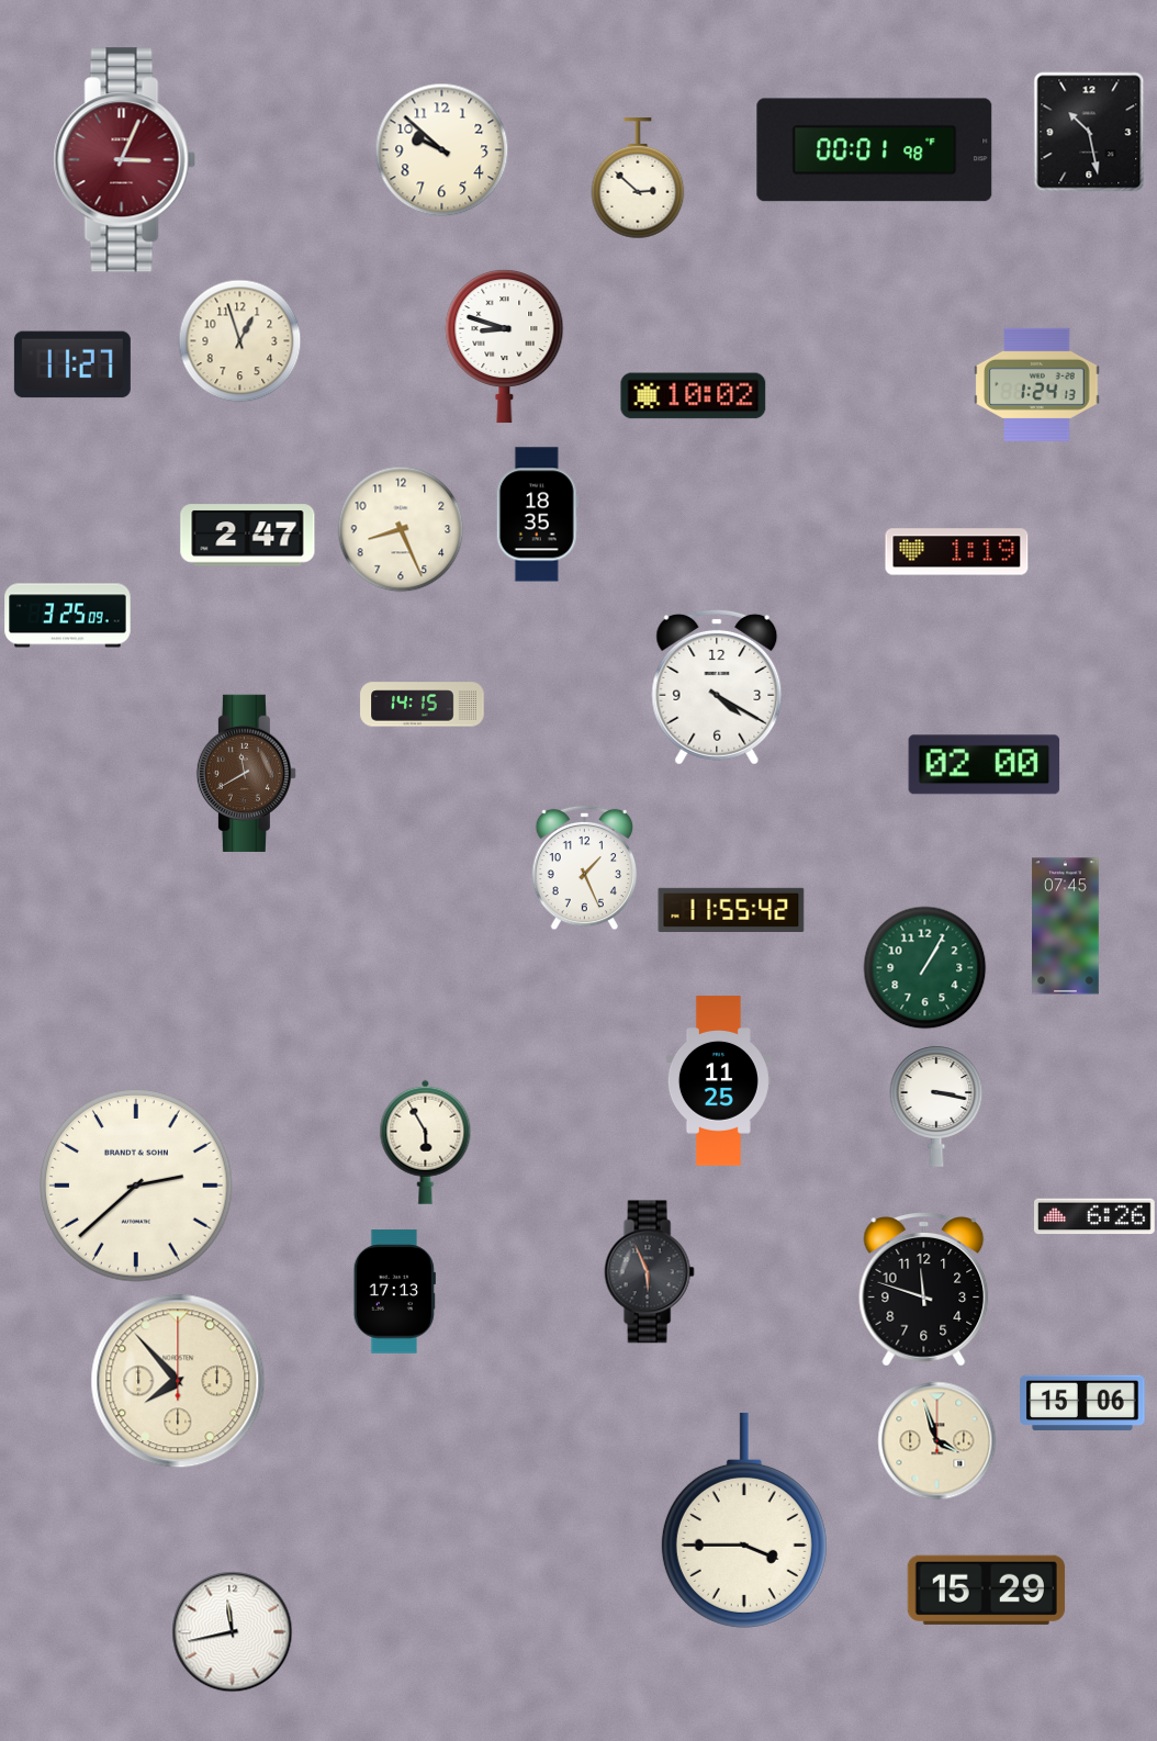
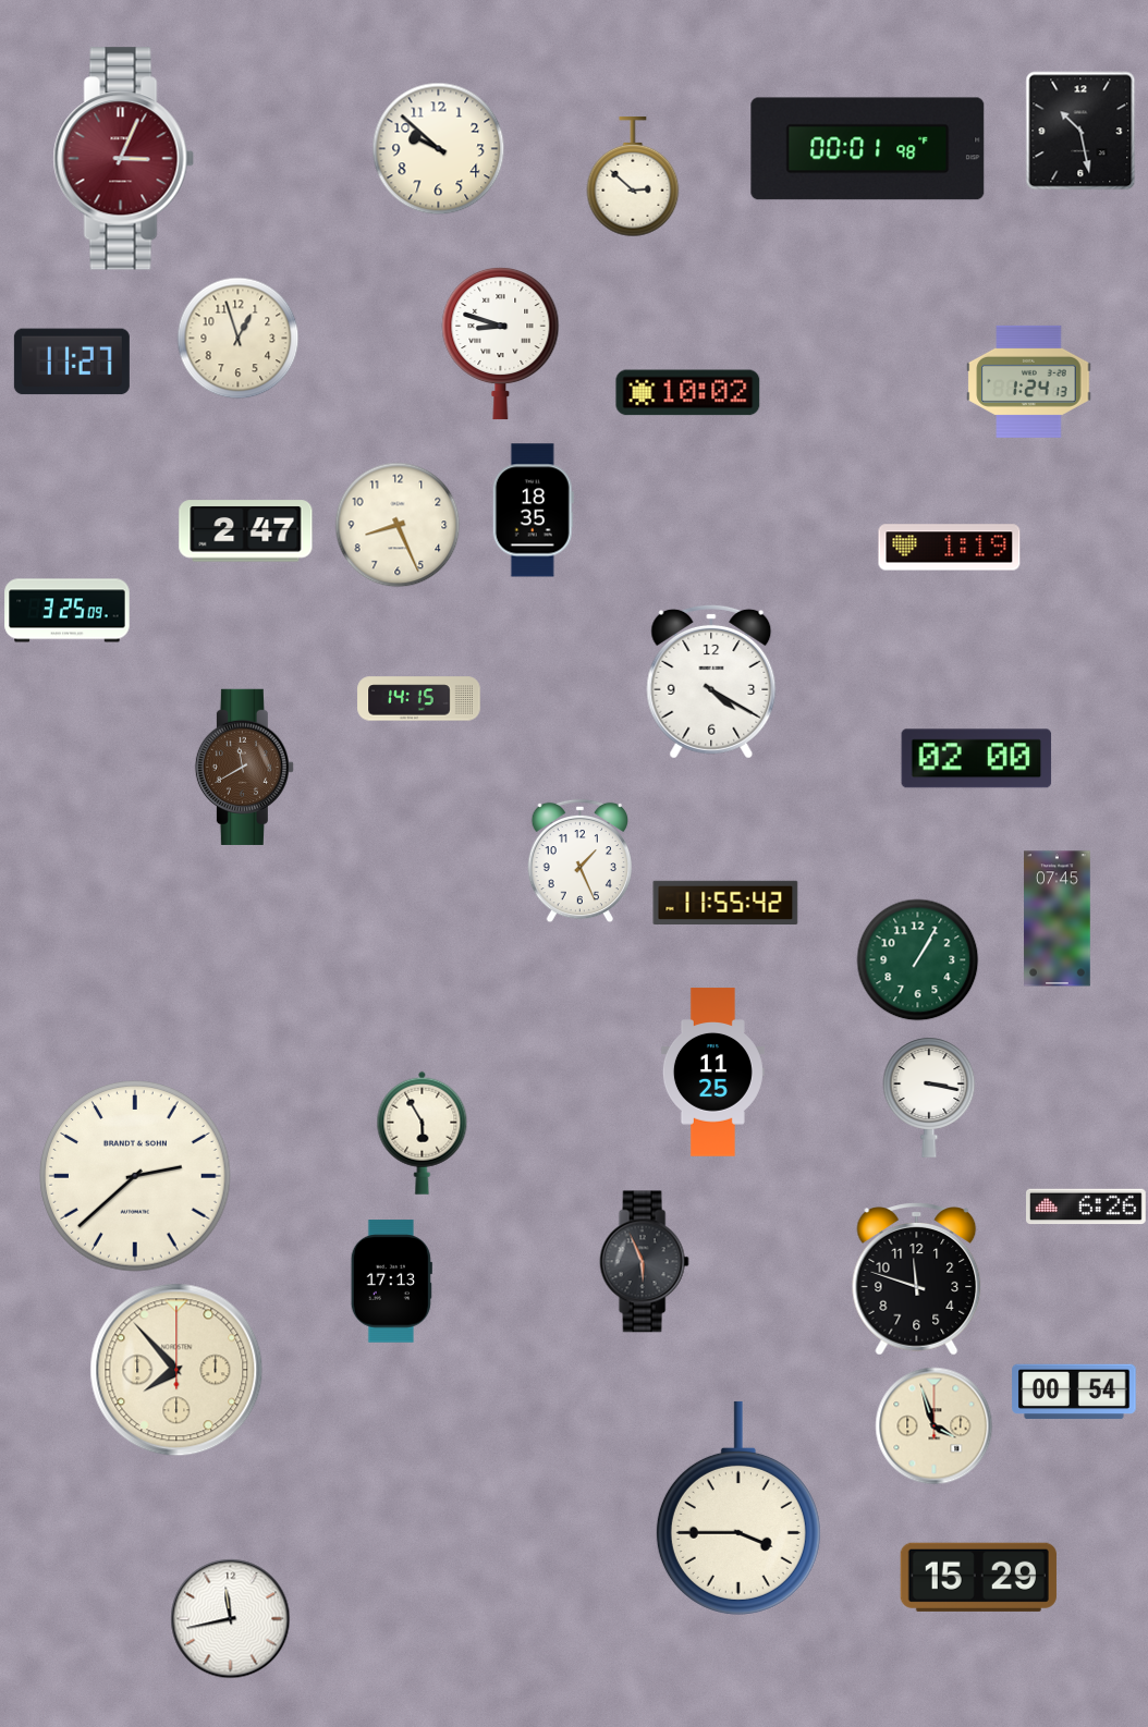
clock at (1082, 1403): 15:06 -> 00:54
clock at (937, 1441) position: (937, 1441) -> (935, 1426)
